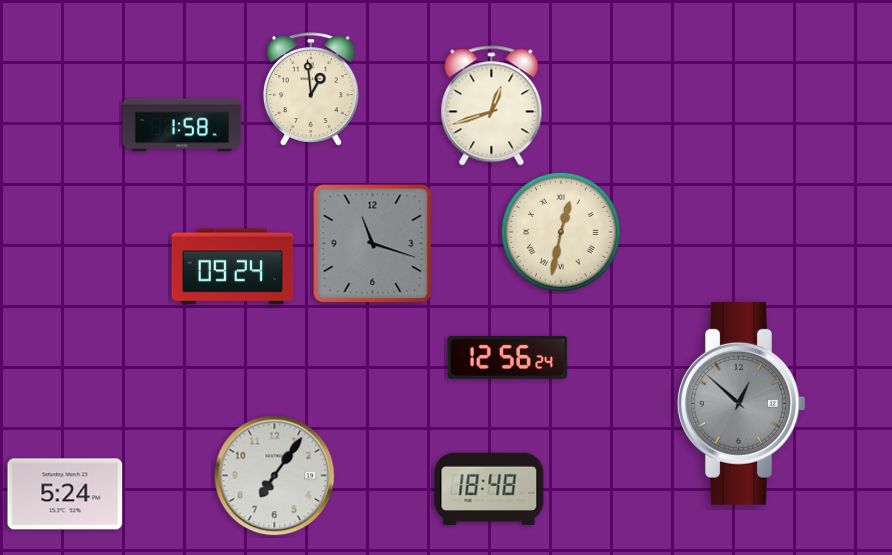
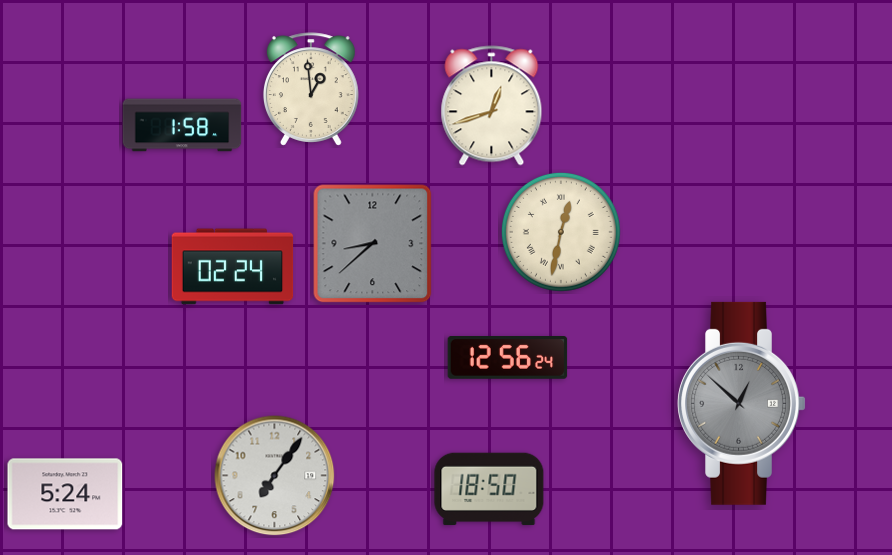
clock at (373, 244): 11:18 -> 8:38
clock at (233, 267): 09:24 -> 02:24
clock at (489, 489): 18:48 -> 18:50
